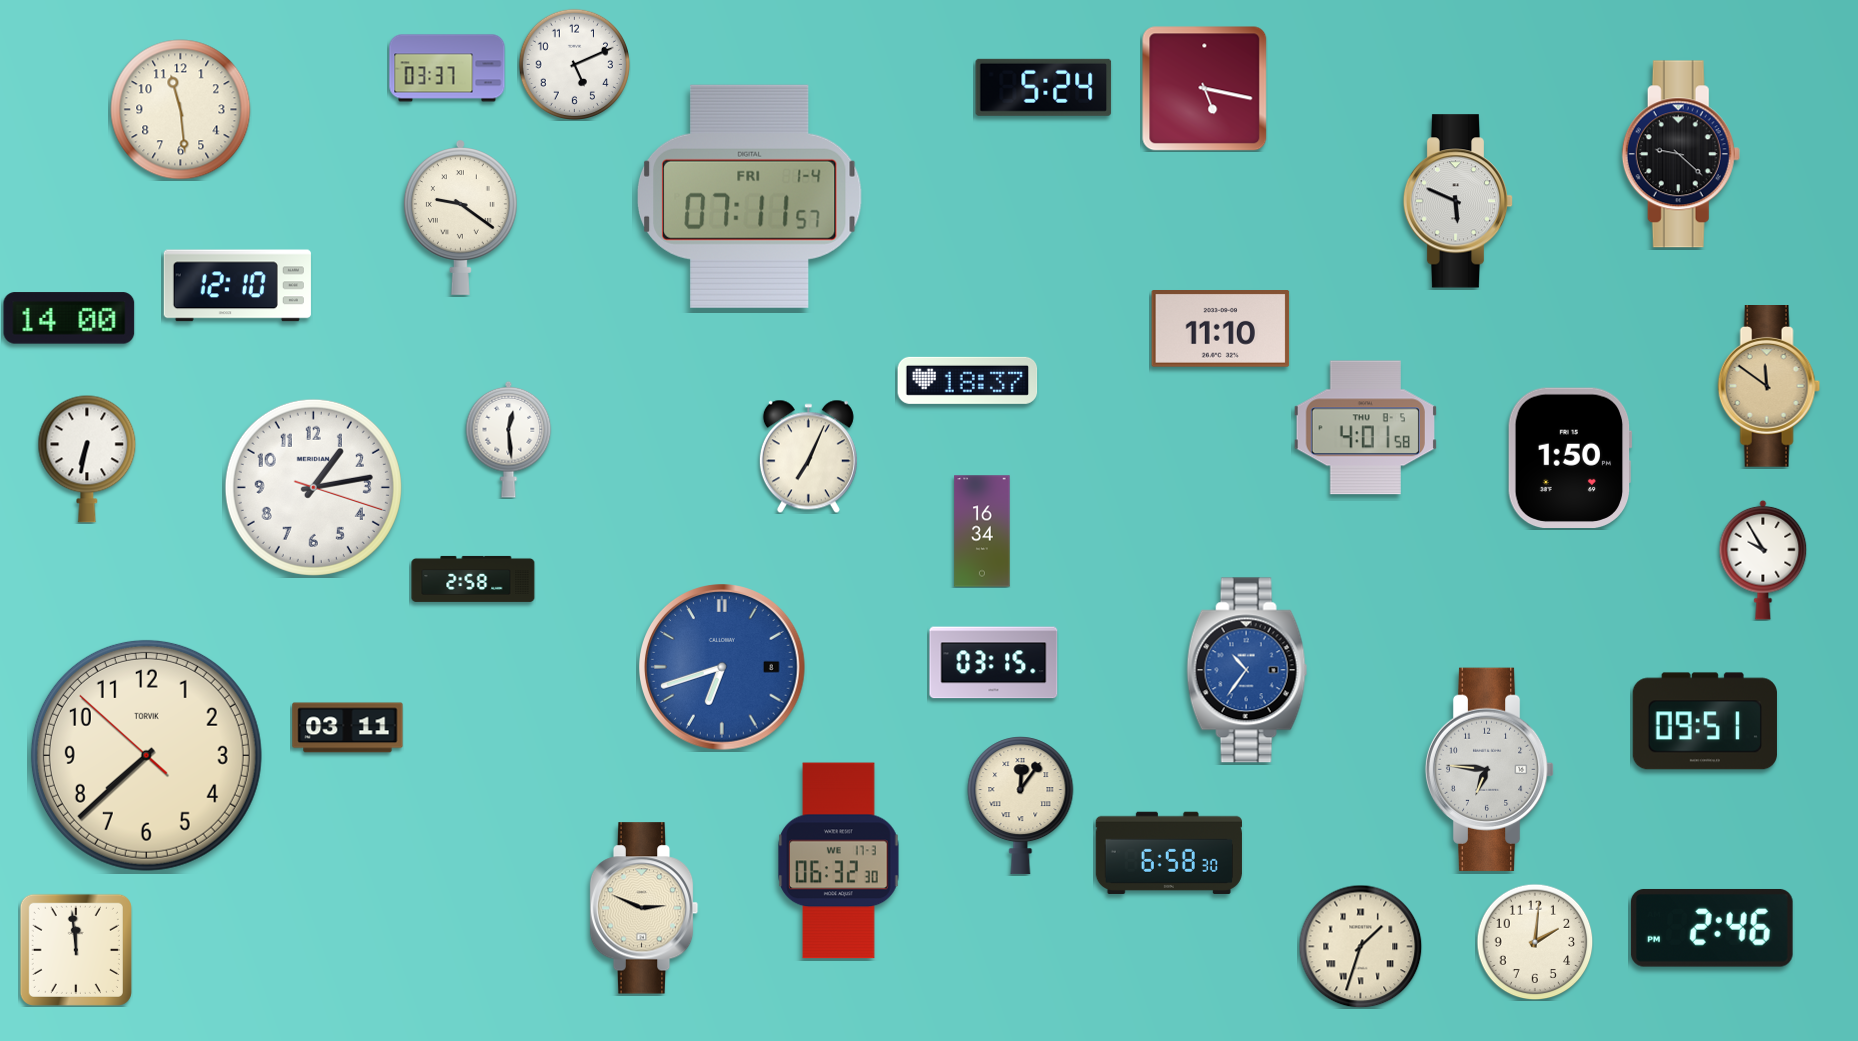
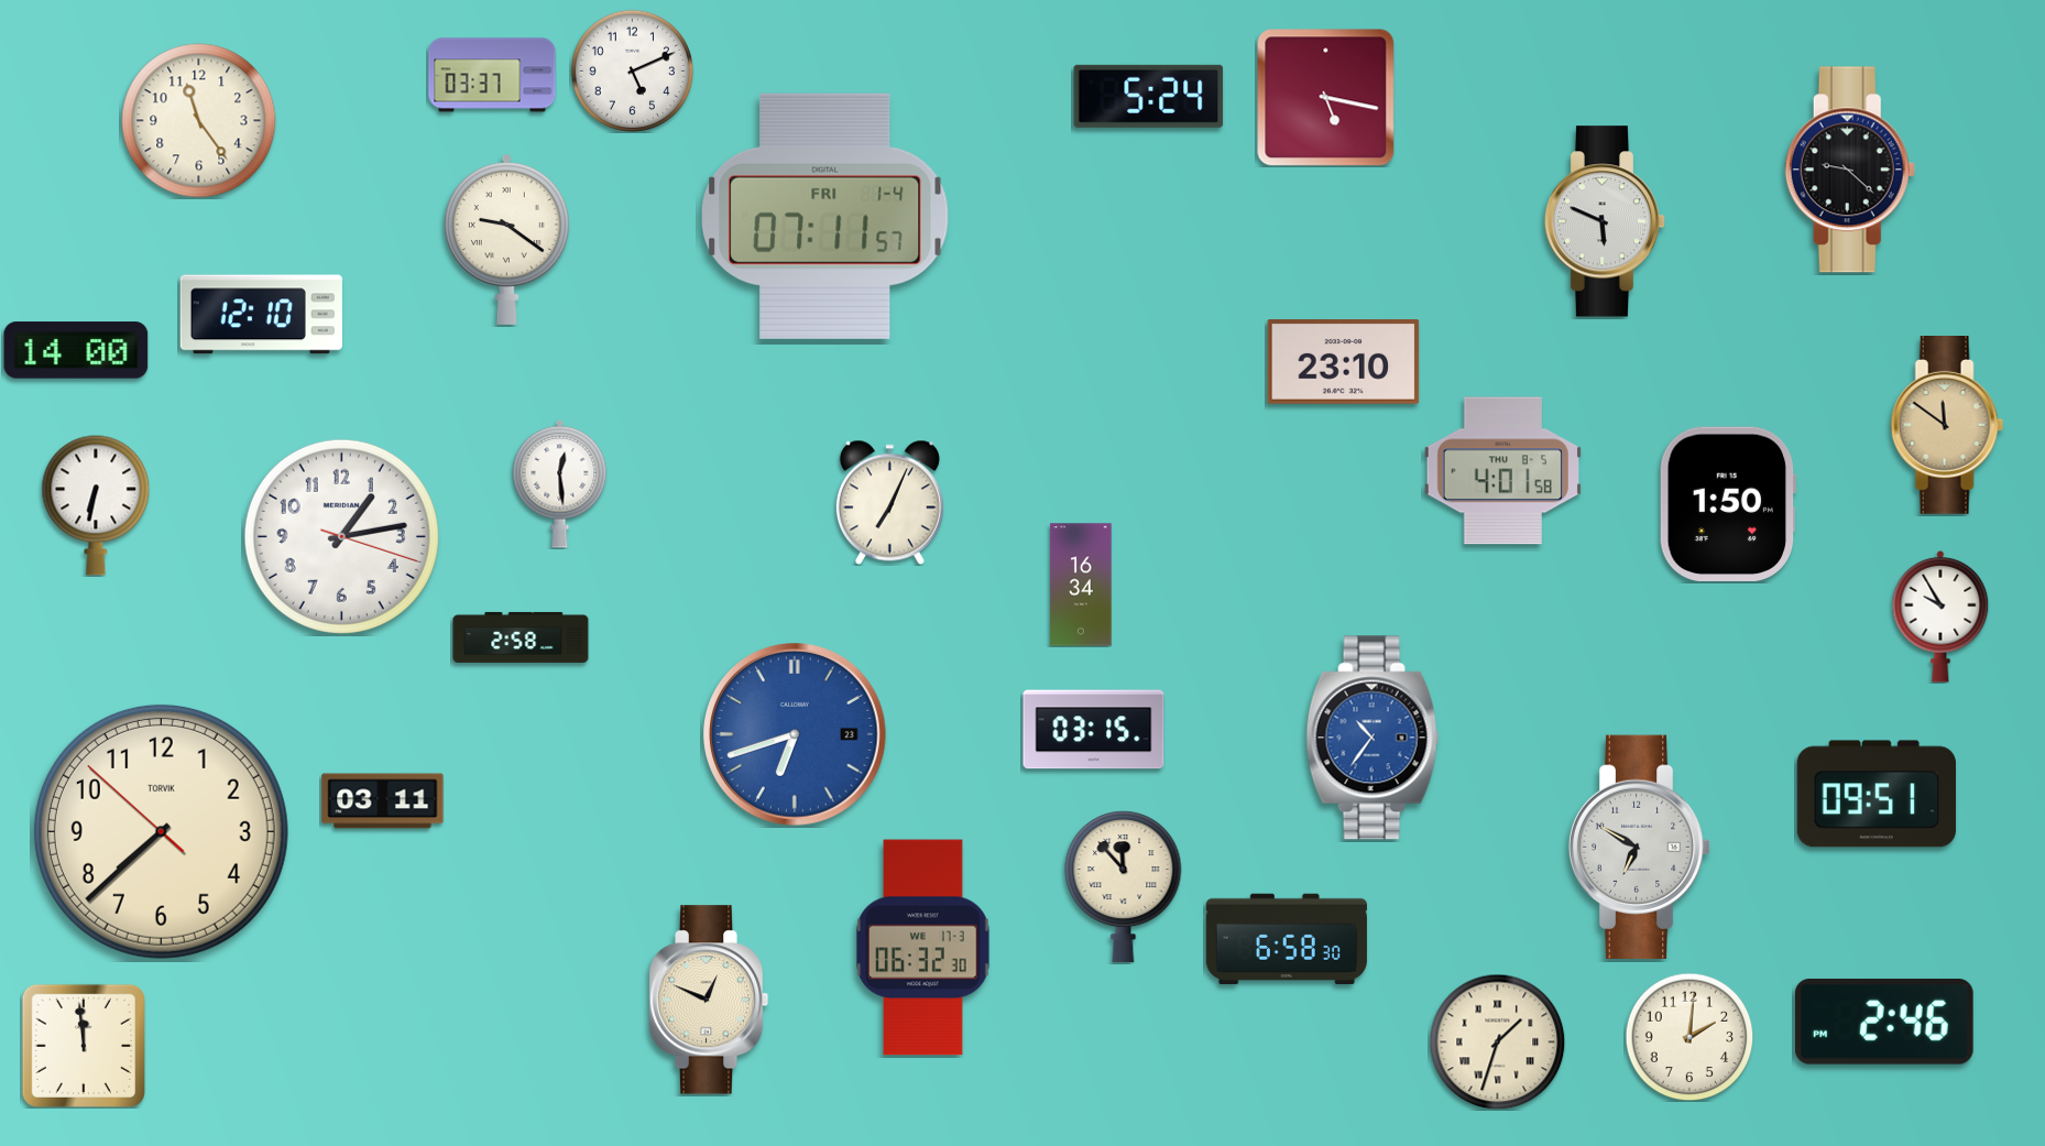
clock at (181, 110): 11:29 -> 11:24
clock at (1221, 329): 11:10 -> 23:10
clock at (968, 380): 18:37 -> none
clock at (313, 487) position: (313, 487) -> (341, 536)
clock at (723, 668) date: 8 -> 23
clock at (1490, 769): 6:46 -> 6:50
clock at (1021, 806): 12:06 -> 11:53
clock at (644, 908): 2:49 -> 12:49
